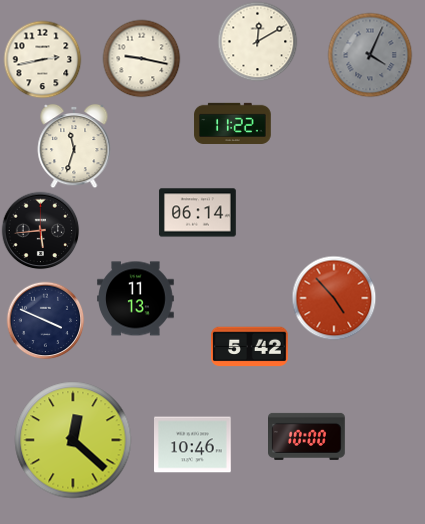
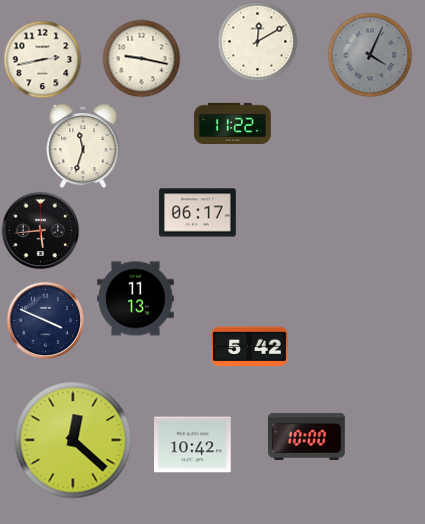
clock at (74, 146) position: (74, 146) -> (83, 146)
clock at (198, 213): 06:14 -> 06:17
clock at (334, 298): 4:53 -> none
clock at (193, 445): 10:46 -> 10:42
